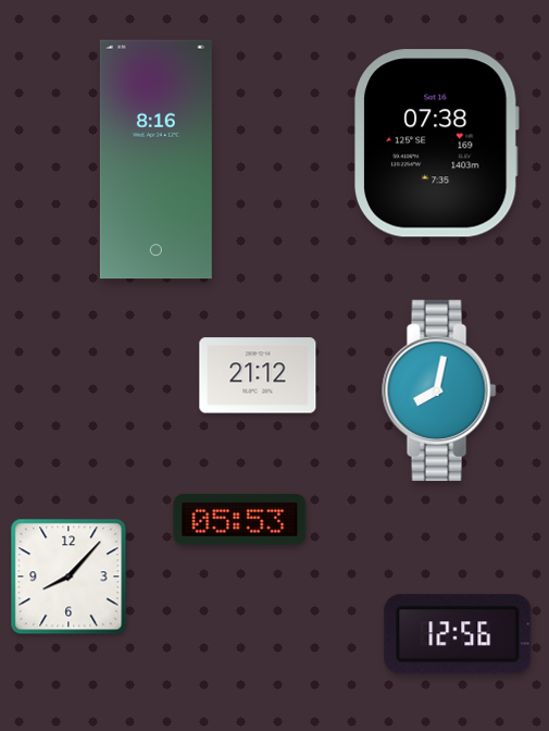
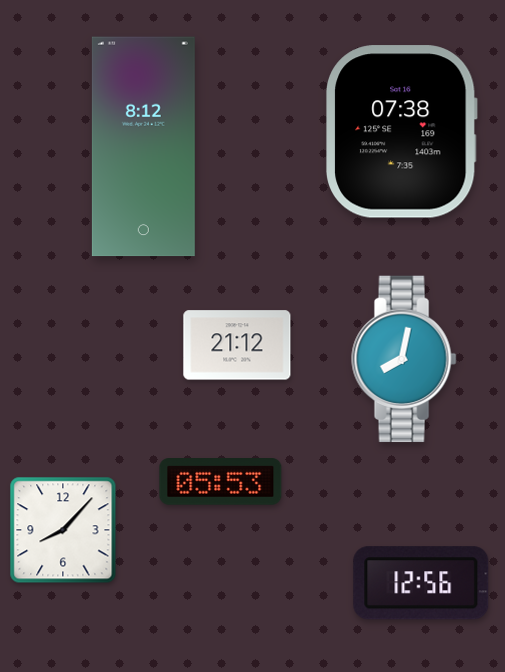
clock at (155, 160): 8:16 -> 8:12
clock at (240, 520) position: (240, 520) -> (221, 482)
